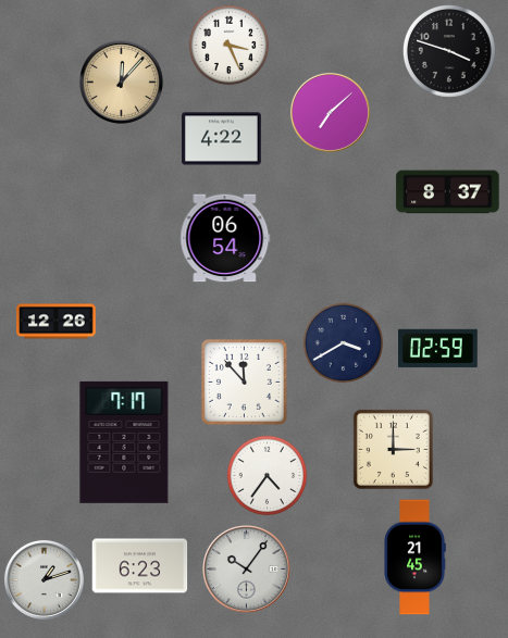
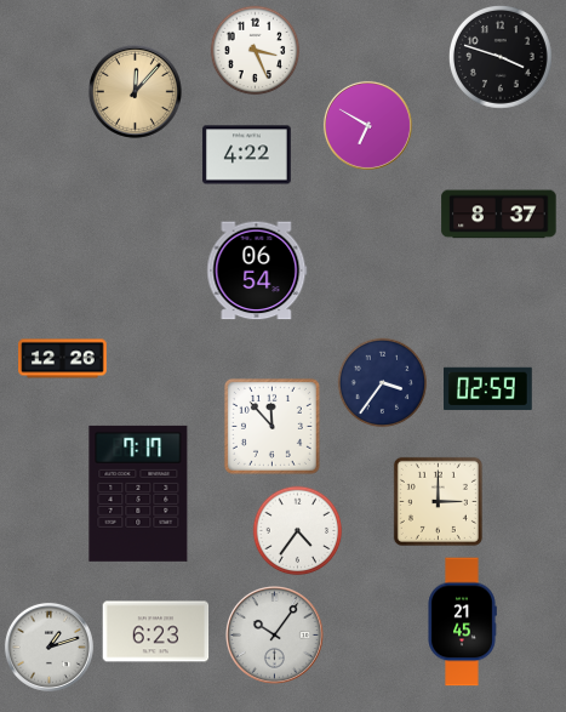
clock at (330, 112): 7:08 -> 6:50
clock at (225, 238) position: (225, 238) -> (257, 270)
clock at (344, 343): 3:40 -> 3:36
